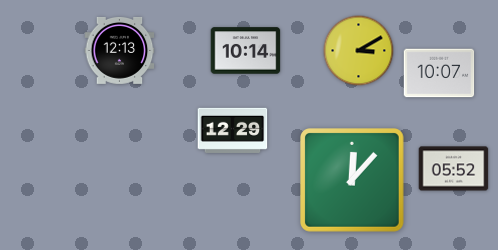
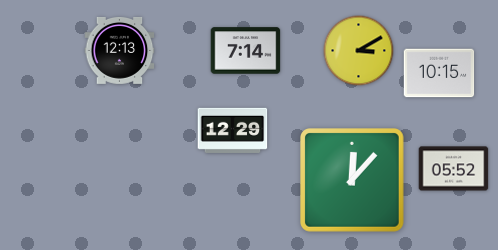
clock at (246, 51): 10:14 -> 7:14
clock at (439, 73): 10:07 -> 10:15
